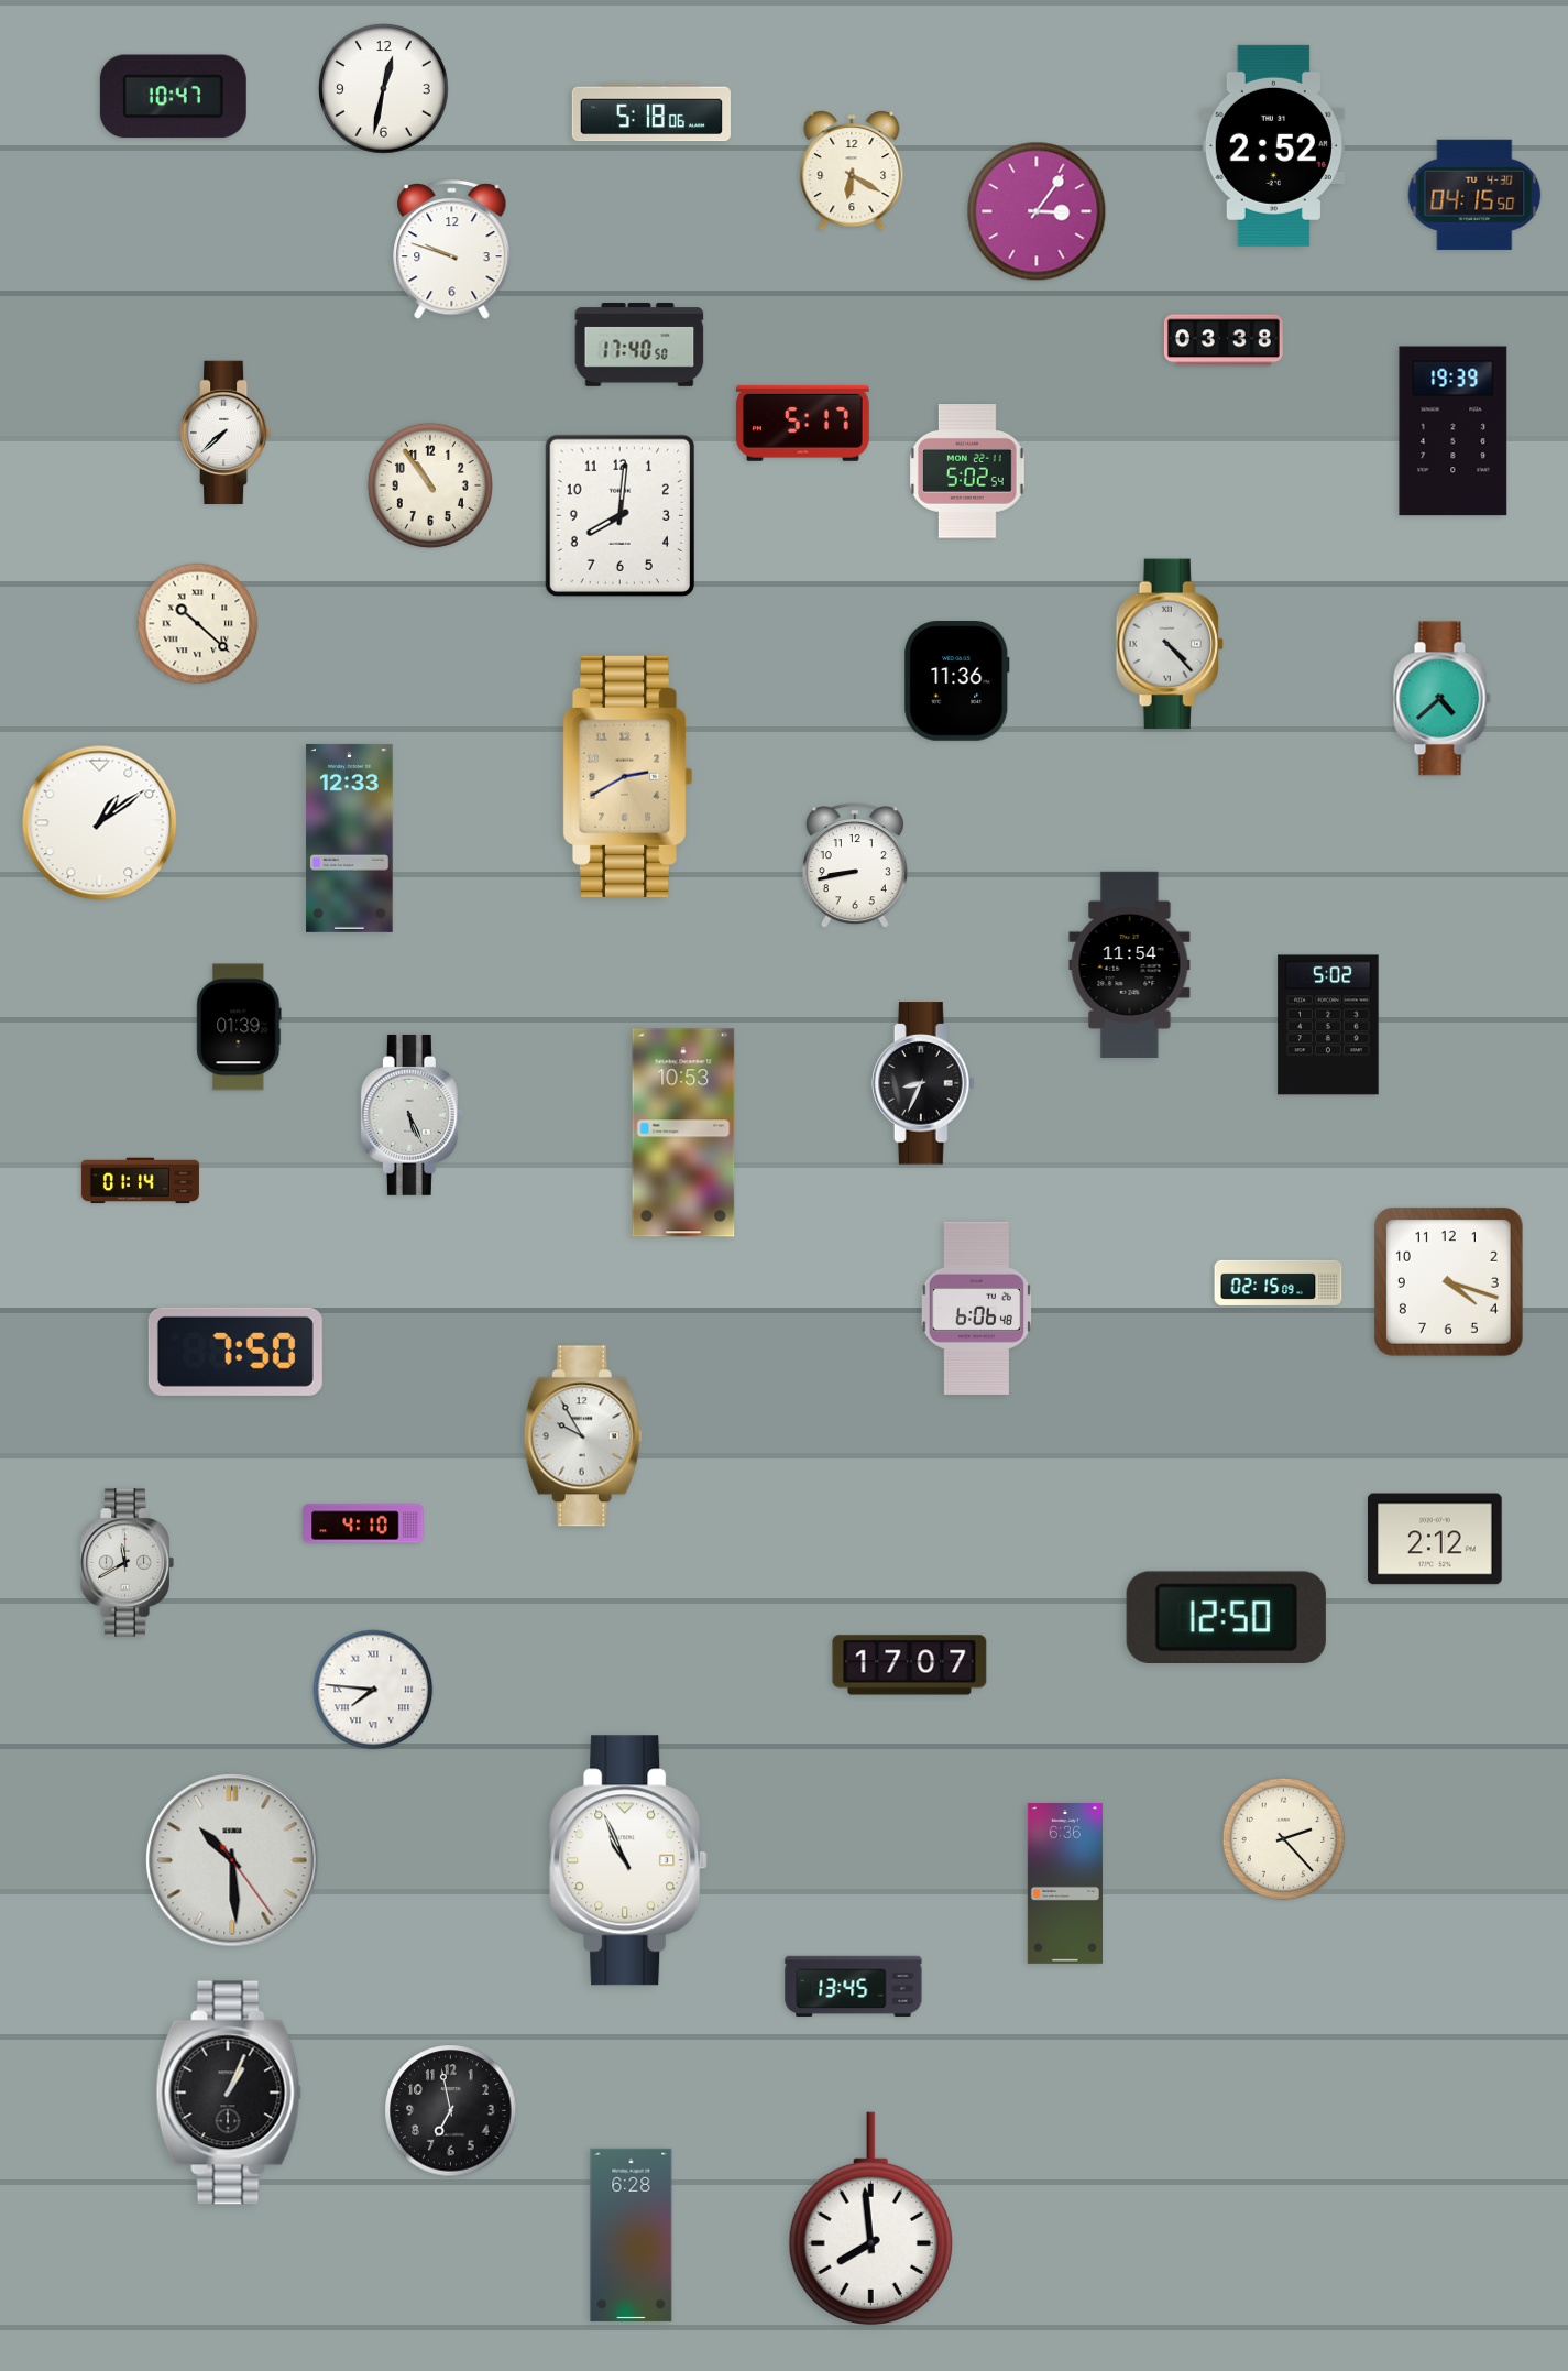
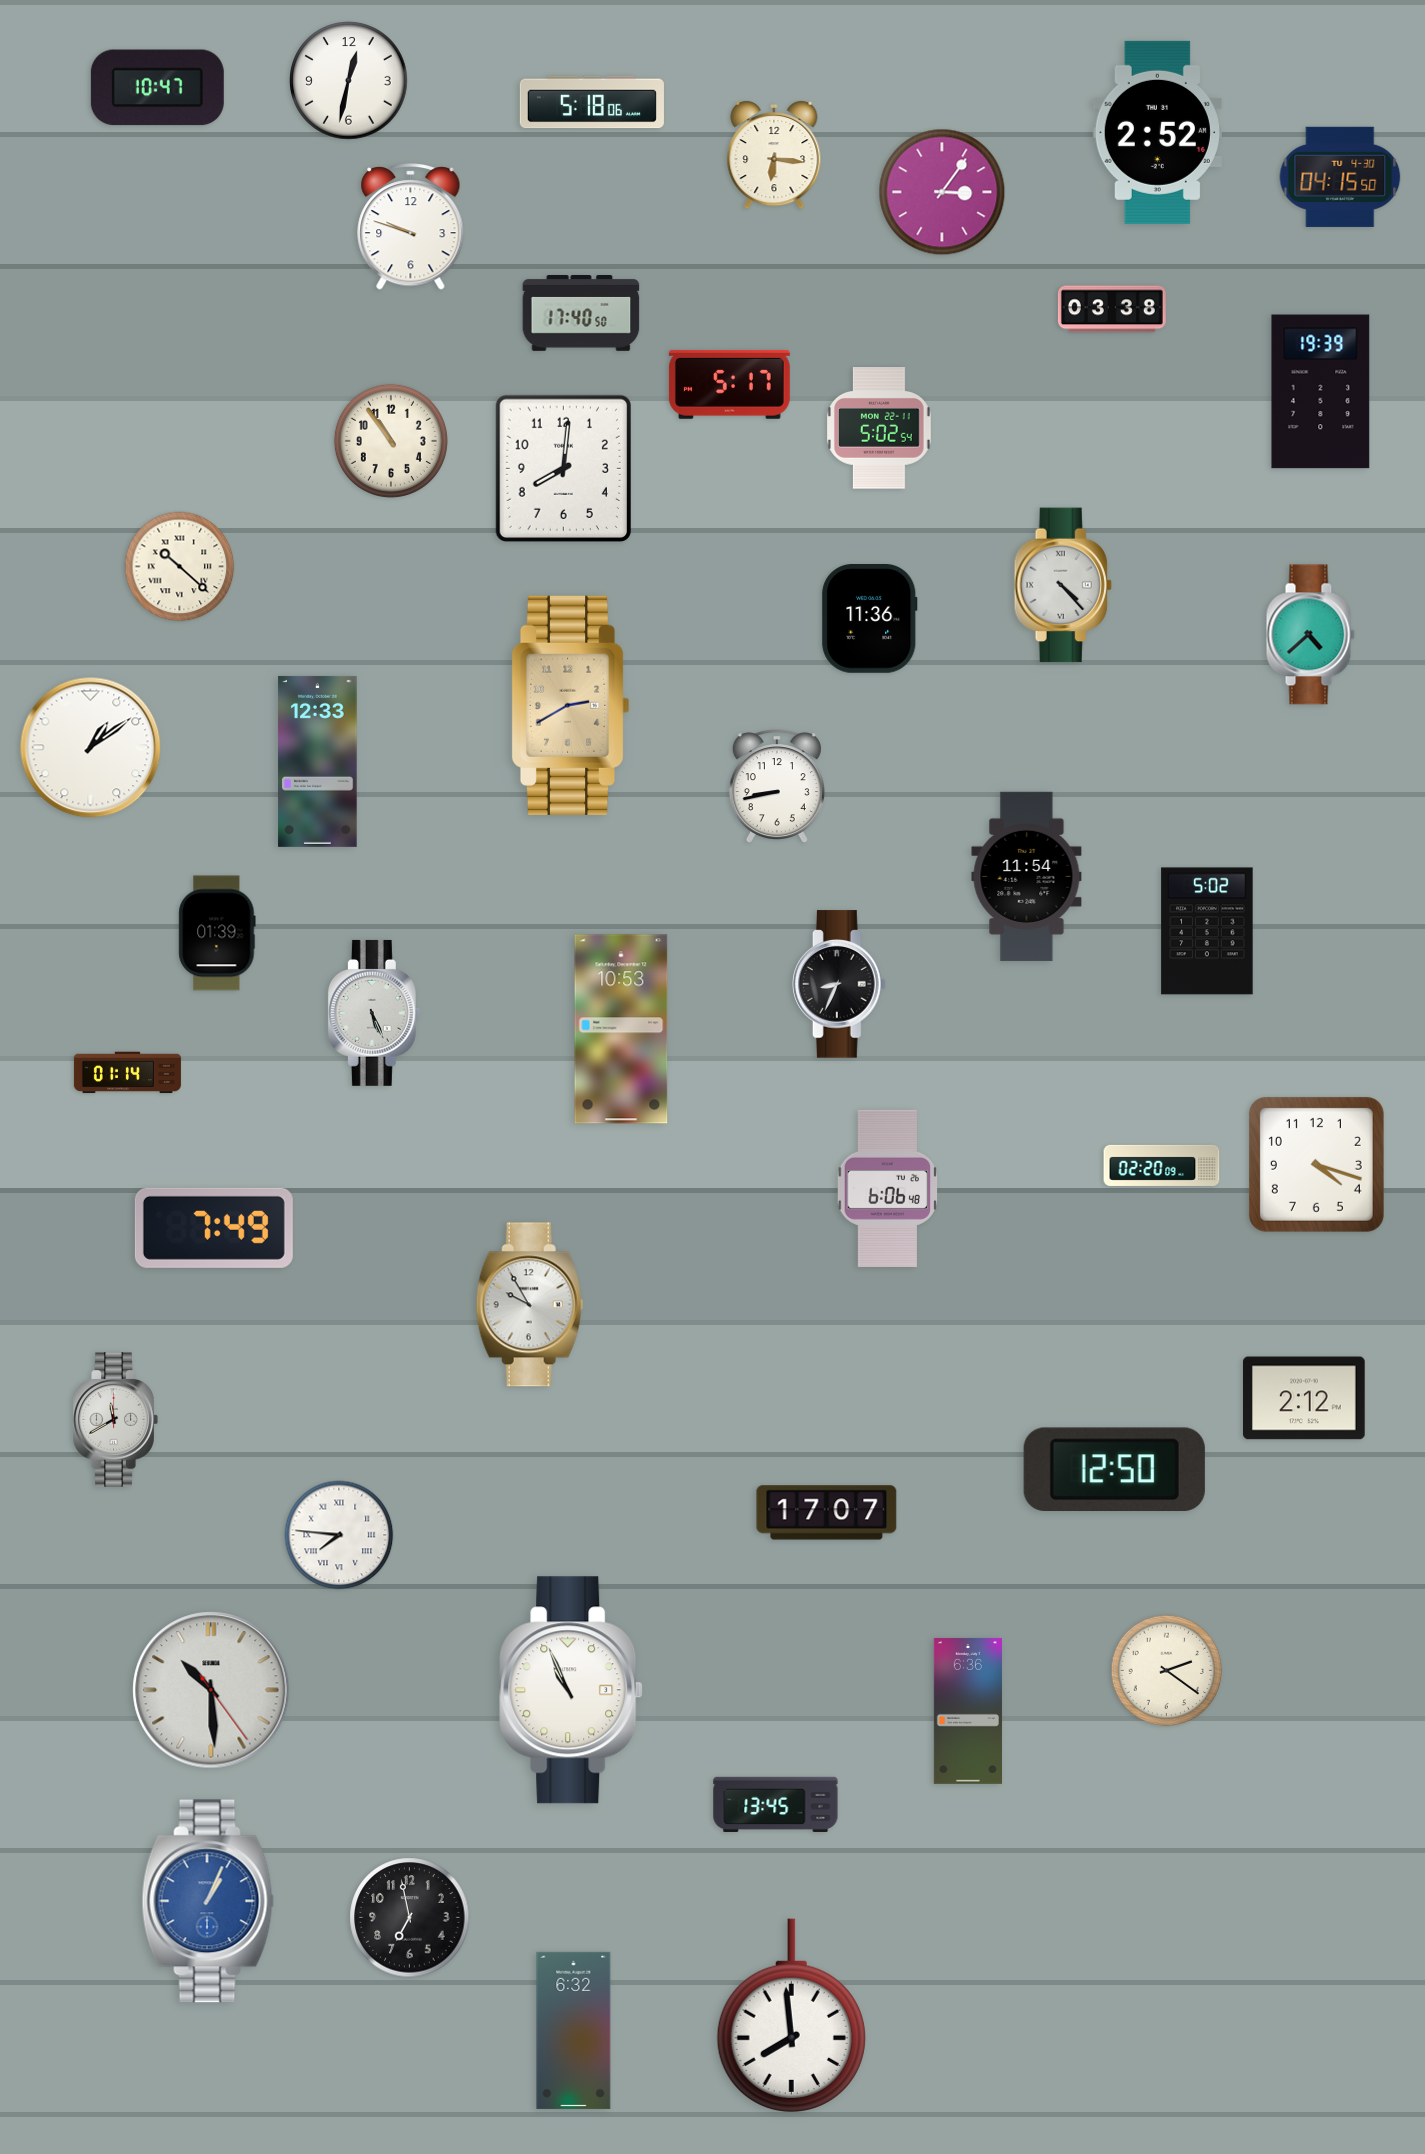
clock at (852, 172): 6:20 -> 6:16
clock at (227, 433): 7:38 -> none
clock at (1279, 1282): 02:15 -> 02:20
clock at (235, 1352): 7:50 -> 7:49
clock at (363, 1523): 4:10 -> none
clock at (1284, 1839): 2:23 -> 2:21
clock at (229, 2093) dial: black -> blue
clock at (632, 2235): 6:28 -> 6:32
